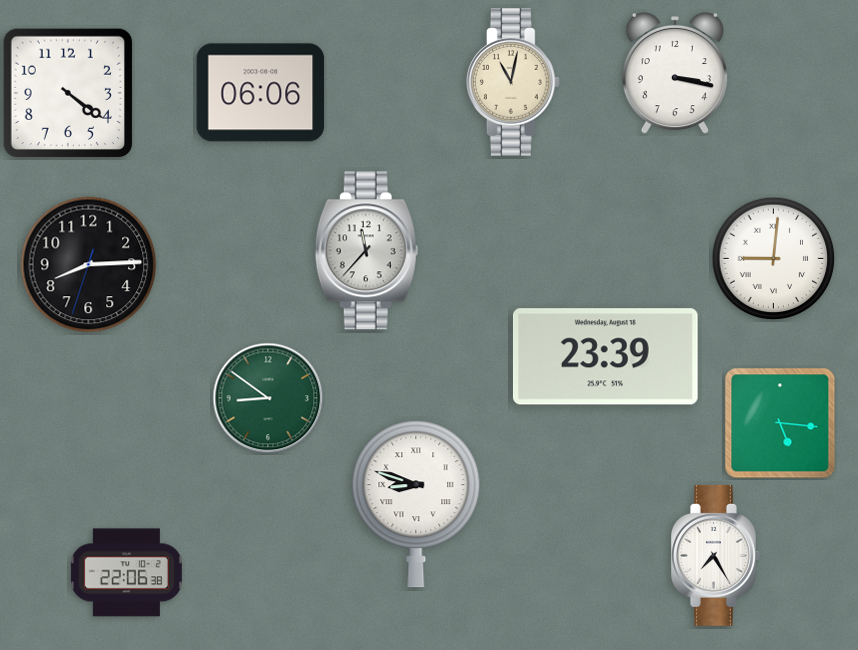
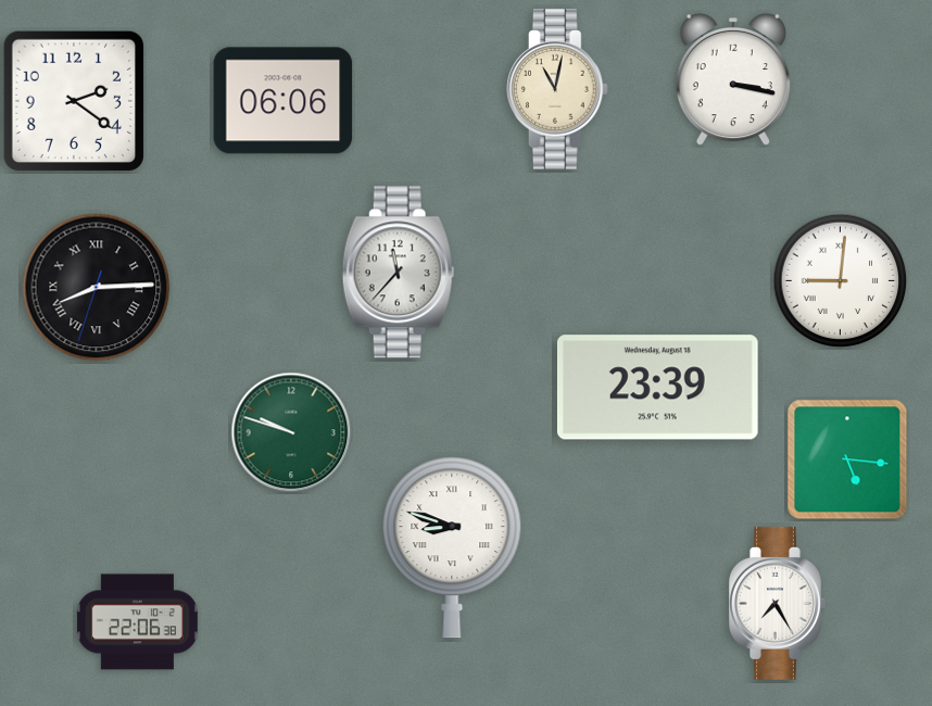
clock at (67, 92): 4:21 -> 2:21
clock at (89, 265) numerals: Arabic -> Roman
clock at (268, 398): 8:51 -> 9:48
